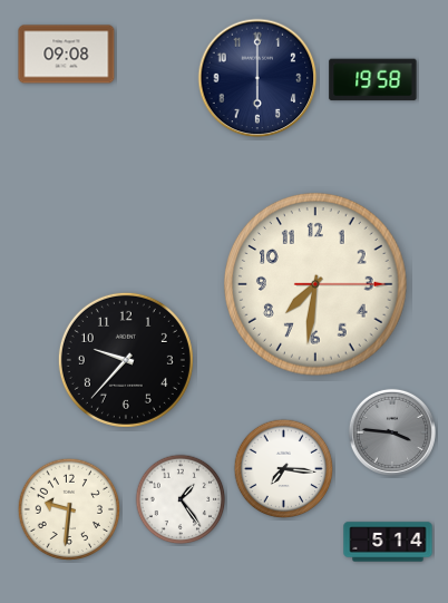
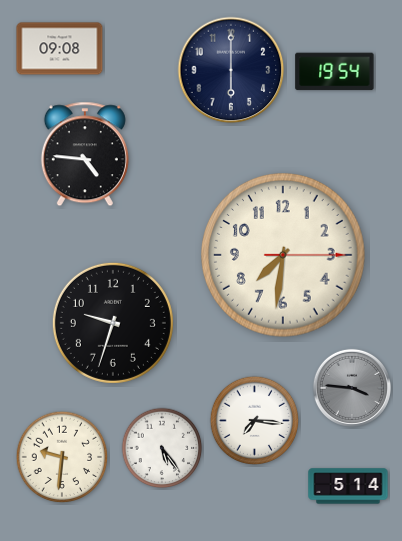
clock at (373, 80): 19:58 -> 19:54
clock at (85, 154): none -> 4:46
clock at (126, 360): 9:37 -> 9:33
clock at (181, 499): 1:24 -> 5:24
